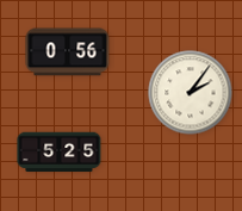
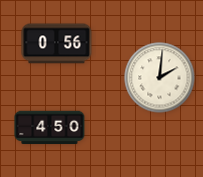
clock at (191, 93): 2:06 -> 2:01
clock at (60, 153): 5:25 -> 4:50
